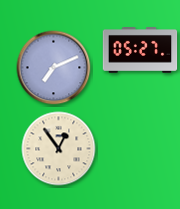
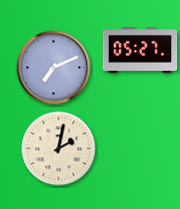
clock at (59, 149): 12:54 -> 2:02
